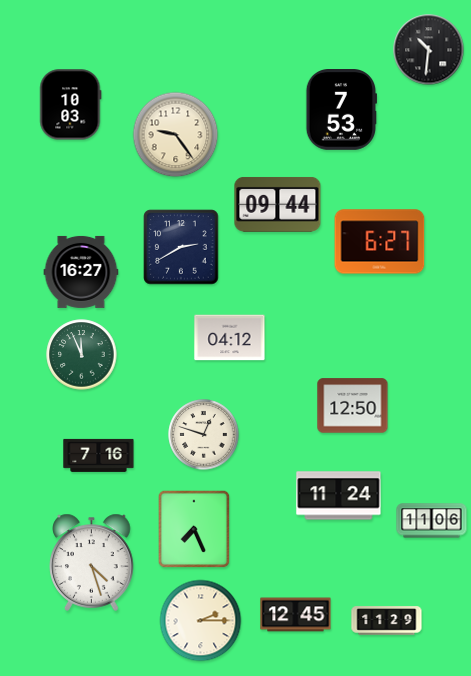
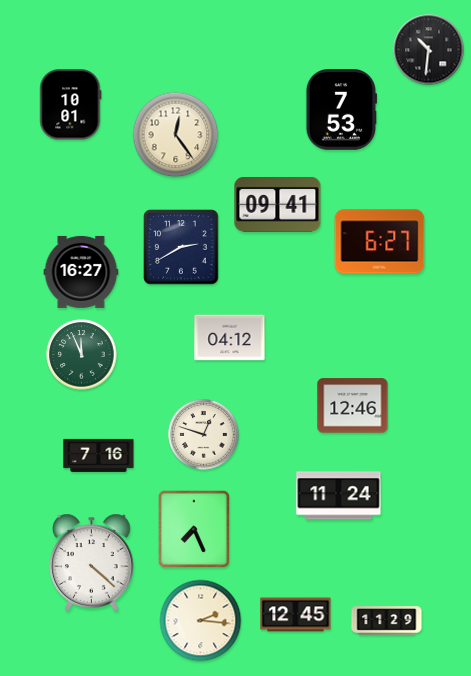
clock at (71, 105): 10:03 -> 10:01
clock at (176, 135): 9:24 -> 12:24
clock at (278, 204): 09:44 -> 09:41
clock at (353, 406): 12:50 -> 12:46
clock at (432, 521): 11:06 -> none
clock at (92, 562): 4:27 -> 4:22
clock at (201, 621): 2:15 -> 2:16
